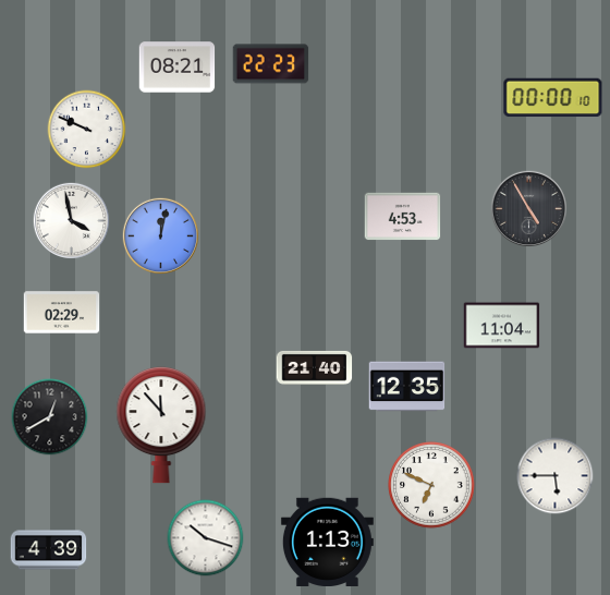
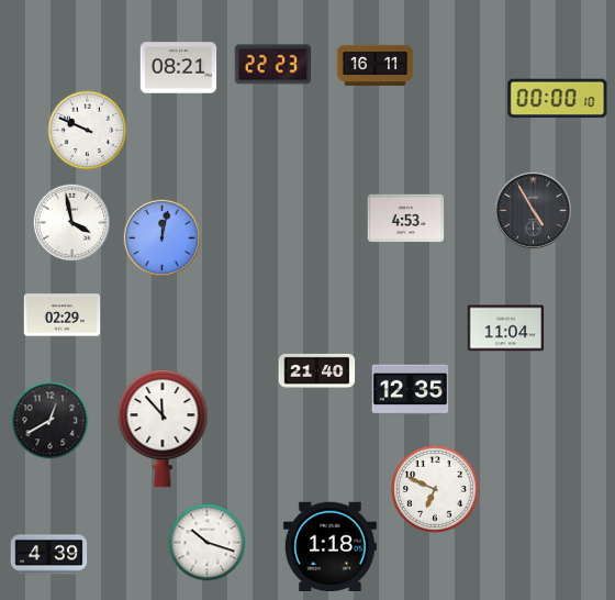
clock at (376, 65): none -> 16:11
clock at (556, 476): 5:45 -> none
clock at (327, 542): 1:13 -> 1:18
